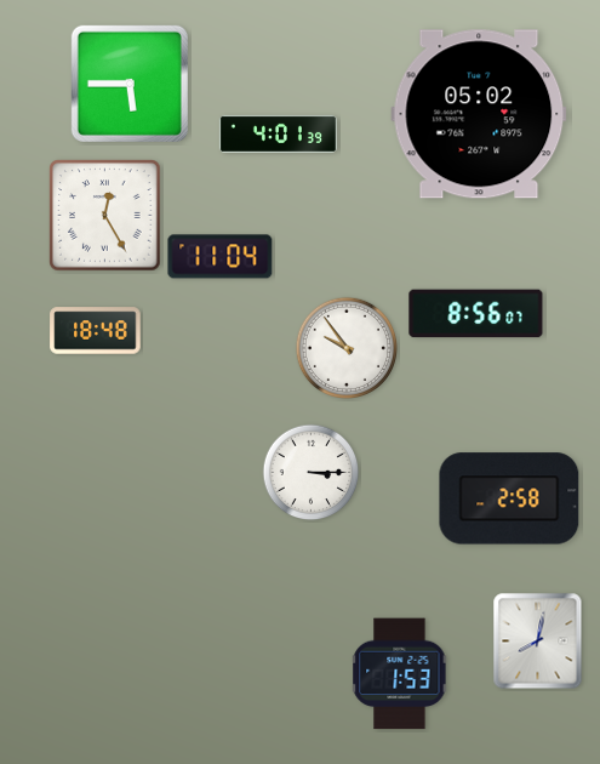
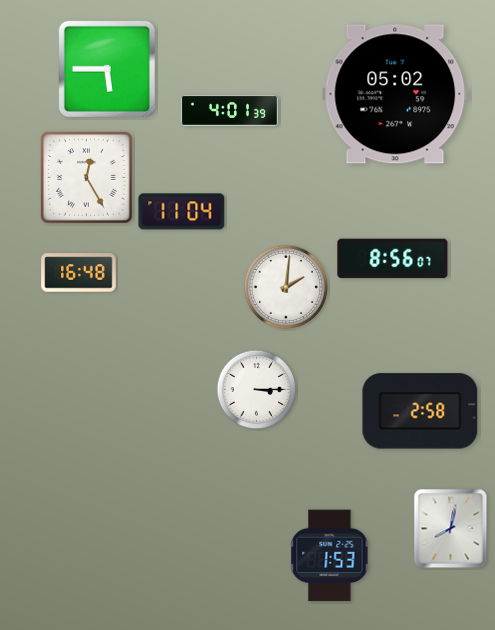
clock at (96, 331): 18:48 -> 16:48
clock at (347, 348): 9:54 -> 2:01
clock at (538, 642) position: (538, 642) -> (451, 529)
